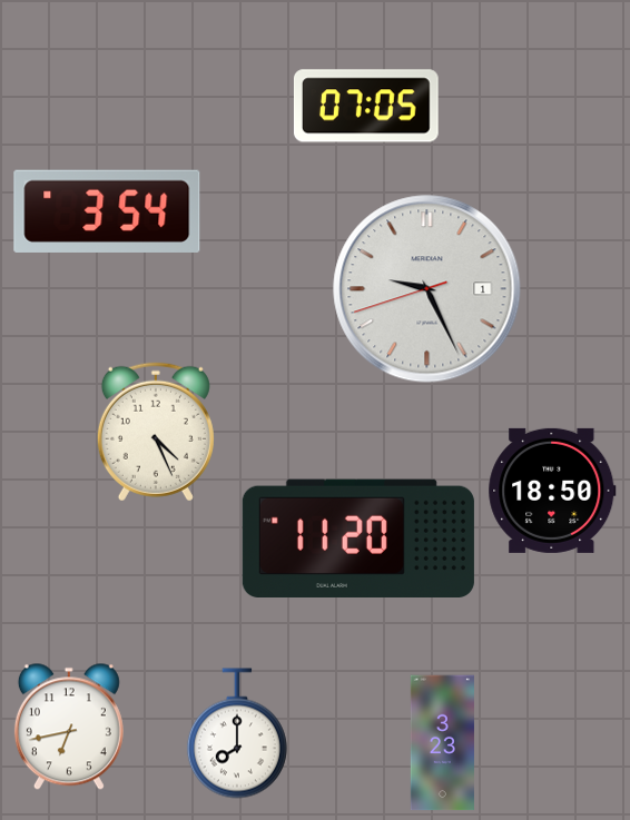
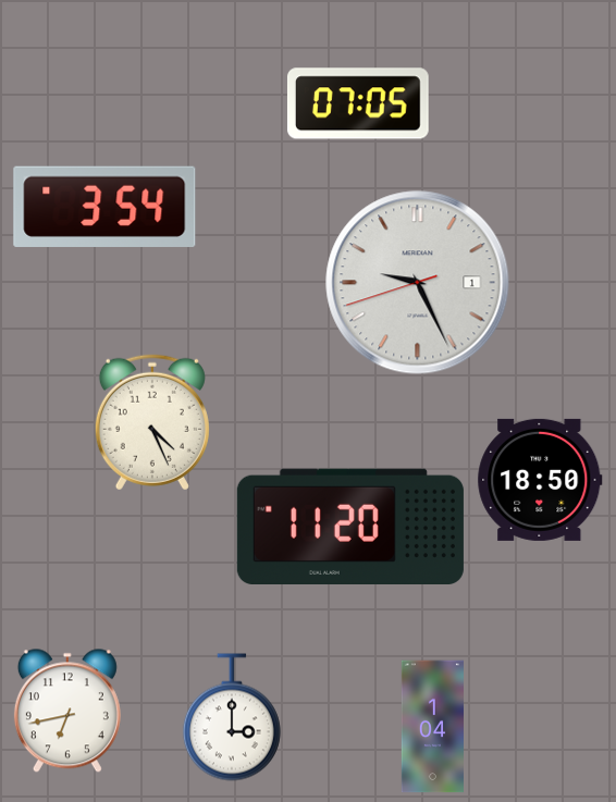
clock at (237, 733): 8:00 -> 3:00
clock at (442, 743): 3:23 -> 1:04
